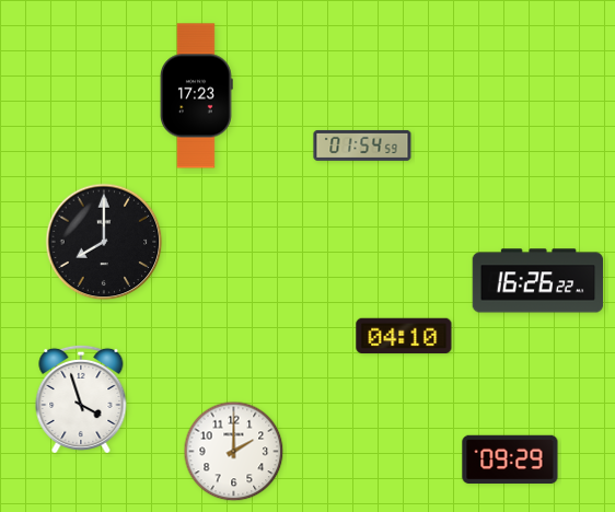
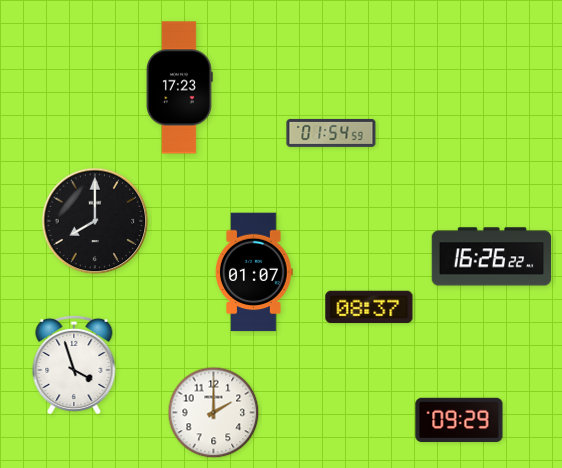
clock at (254, 272): none -> 01:07
clock at (404, 336): 04:10 -> 08:37
clock at (510, 458) position: (510, 458) -> (459, 419)
